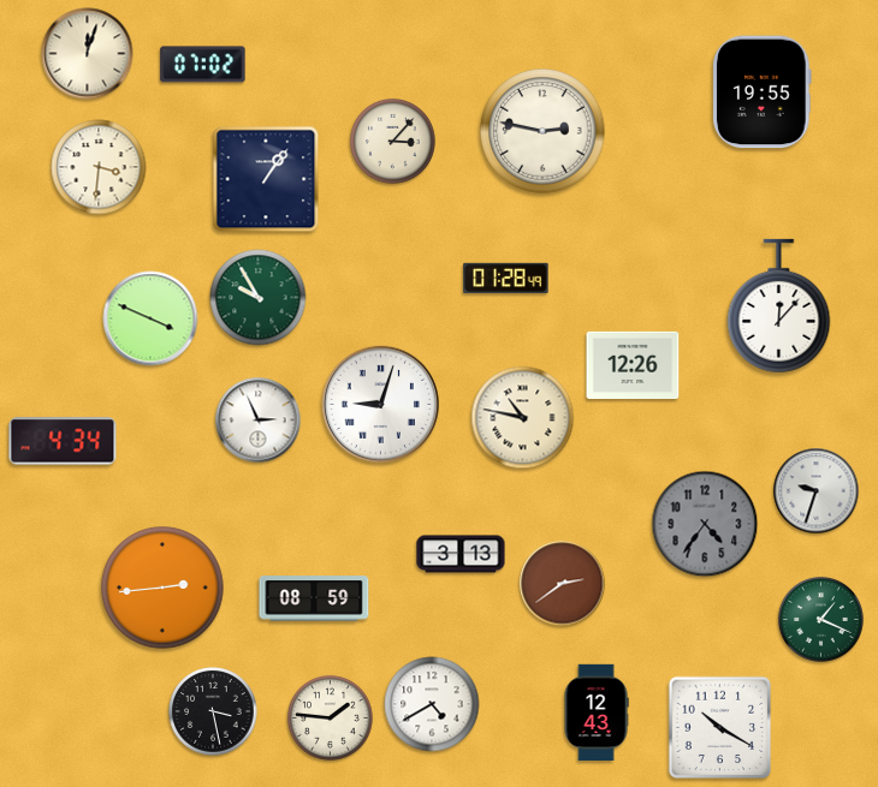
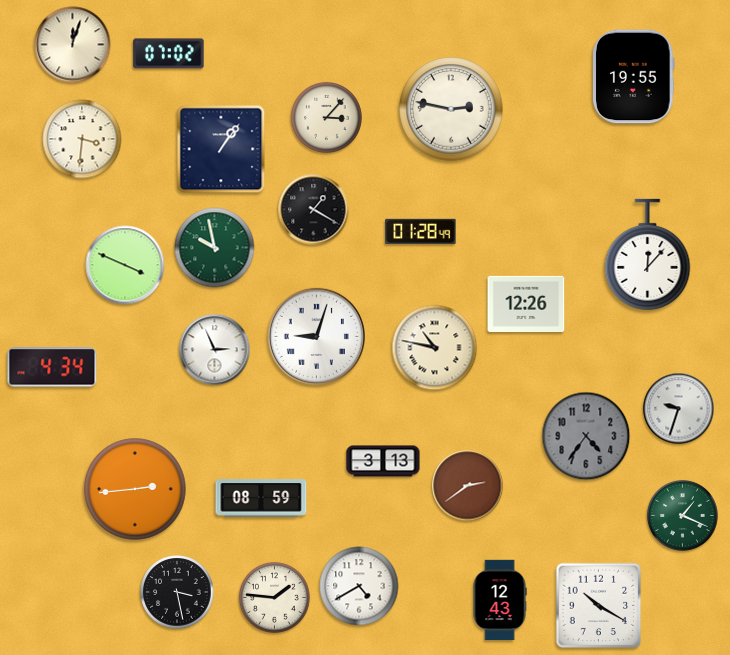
clock at (314, 210): none -> 1:20
clock at (259, 298): 9:55 -> 9:58
clock at (597, 713) position: (597, 713) -> (500, 600)
